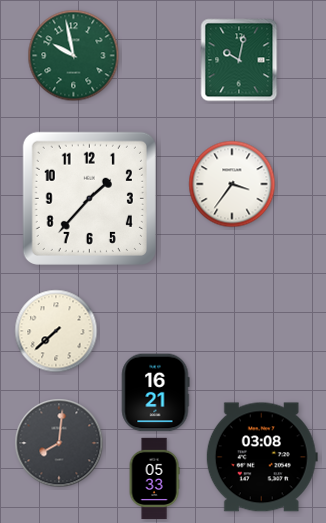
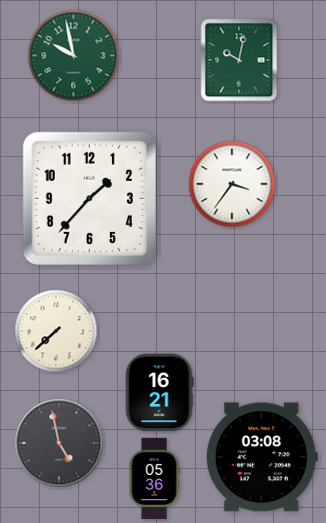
clock at (155, 393) position: (155, 393) -> (159, 393)
clock at (59, 443): 8:01 -> 4:58
clock at (154, 479): 05:33 -> 05:36
